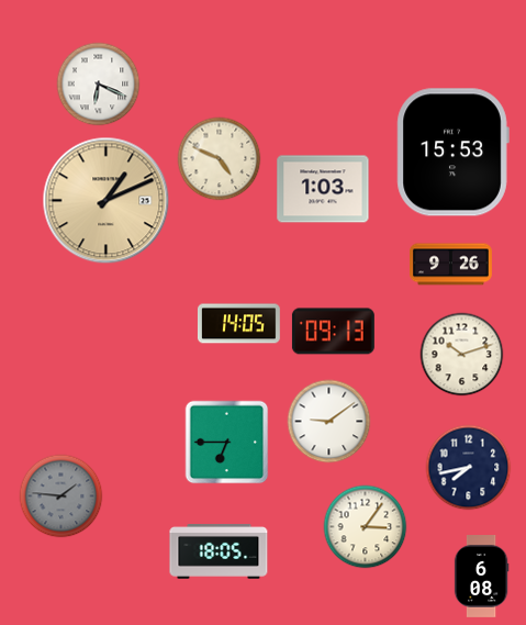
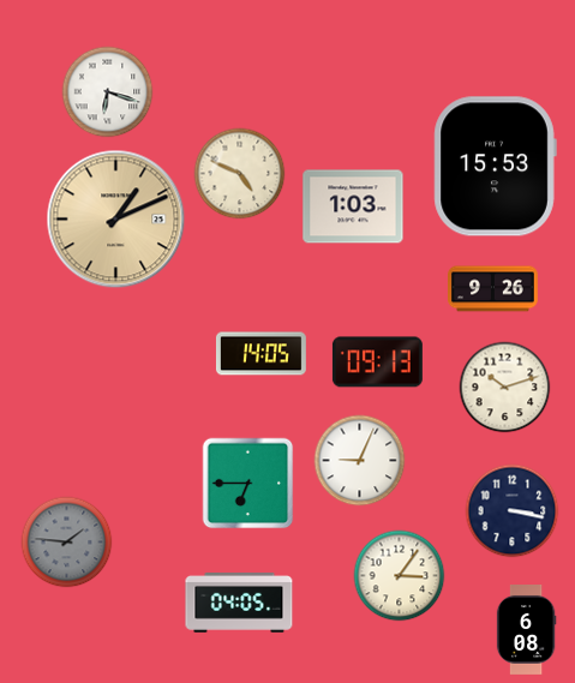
clock at (99, 85): 6:19 -> 6:18
clock at (333, 332) position: (333, 332) -> (377, 363)
clock at (329, 422): 9:09 -> 9:04
clock at (469, 468): 7:43 -> 3:17
clock at (219, 551): 18:05 -> 04:05
